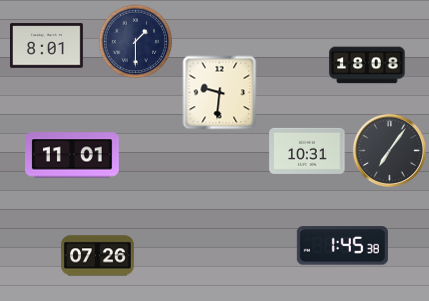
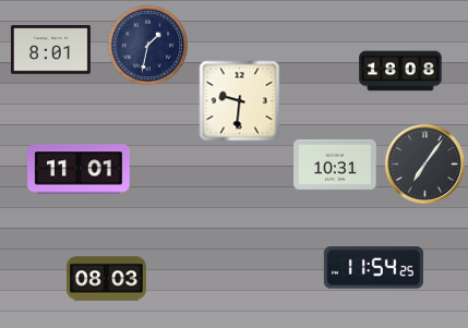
clock at (136, 42): 1:30 -> 1:32
clock at (342, 246): 1:45 -> 11:54
clock at (98, 256): 07:26 -> 08:03
